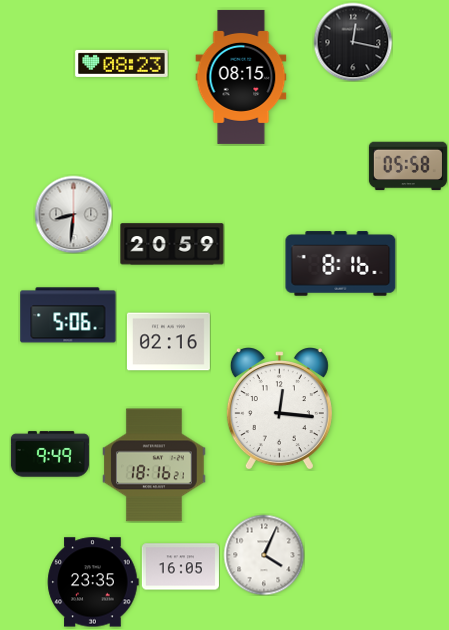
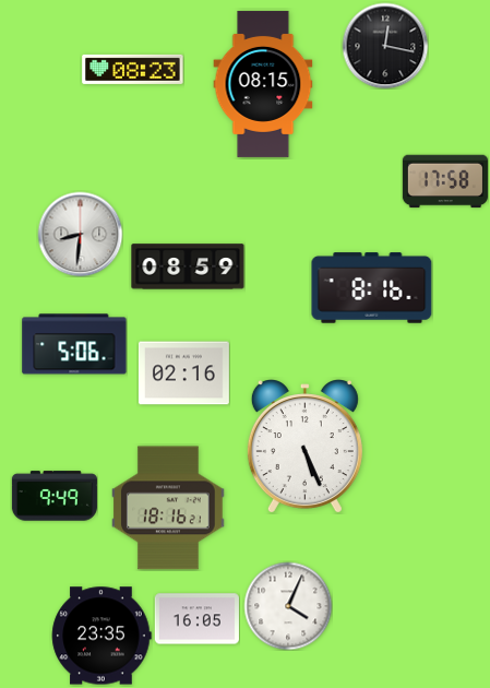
clock at (408, 166): 05:58 -> 17:58
clock at (172, 244): 20:59 -> 08:59
clock at (279, 409): 12:16 -> 5:26
